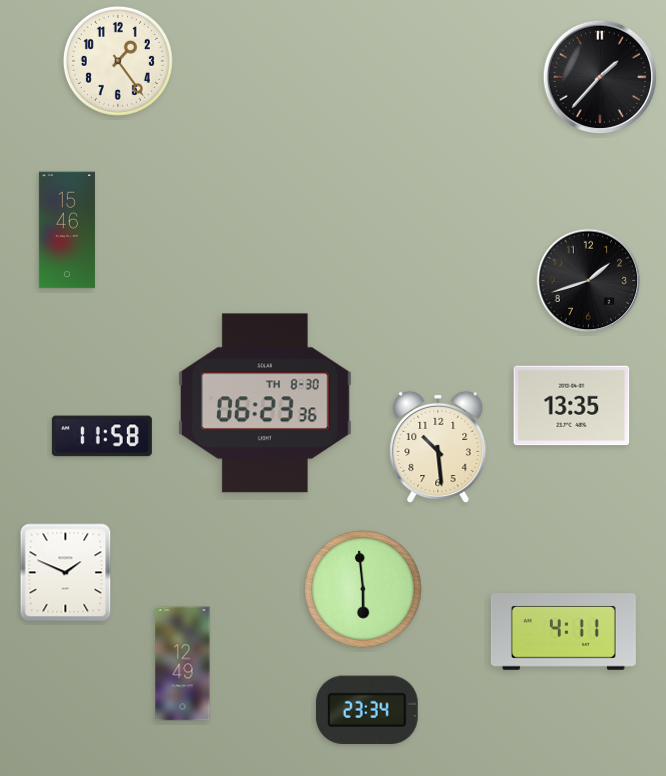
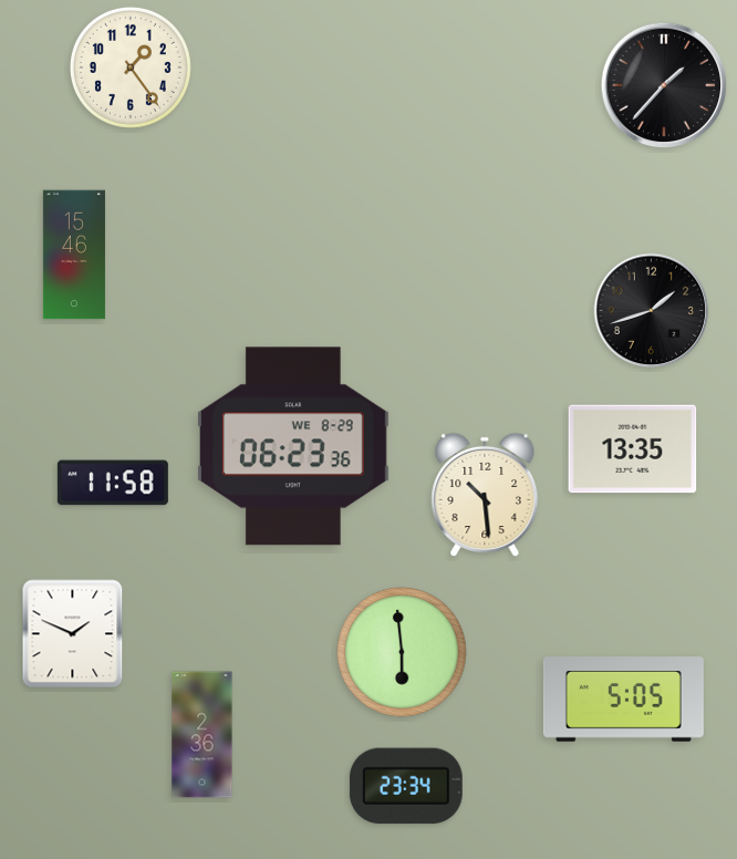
clock at (265, 403) date: TH 8-30 -> WE 8-29
clock at (563, 632): 4:11 -> 5:05
clock at (183, 664): 12:49 -> 2:36
